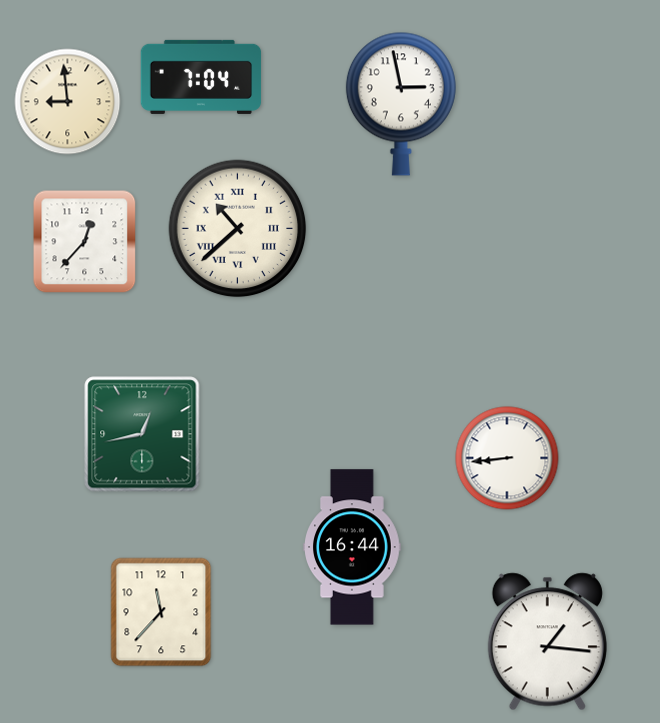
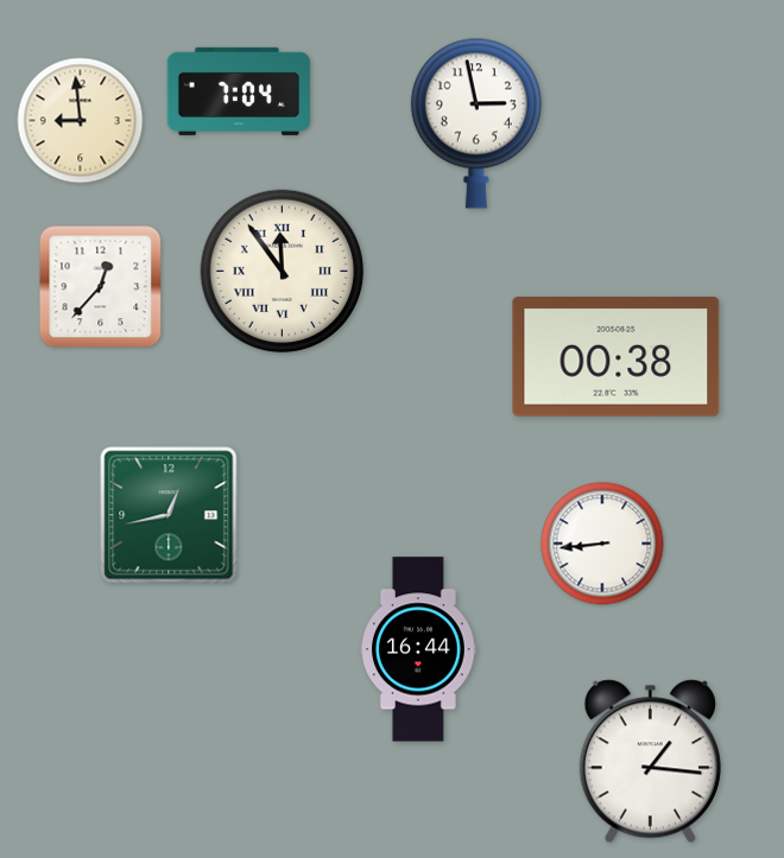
clock at (238, 229): 10:38 -> 11:54
clock at (617, 357): none -> 00:38
clock at (161, 612): 11:37 -> none
